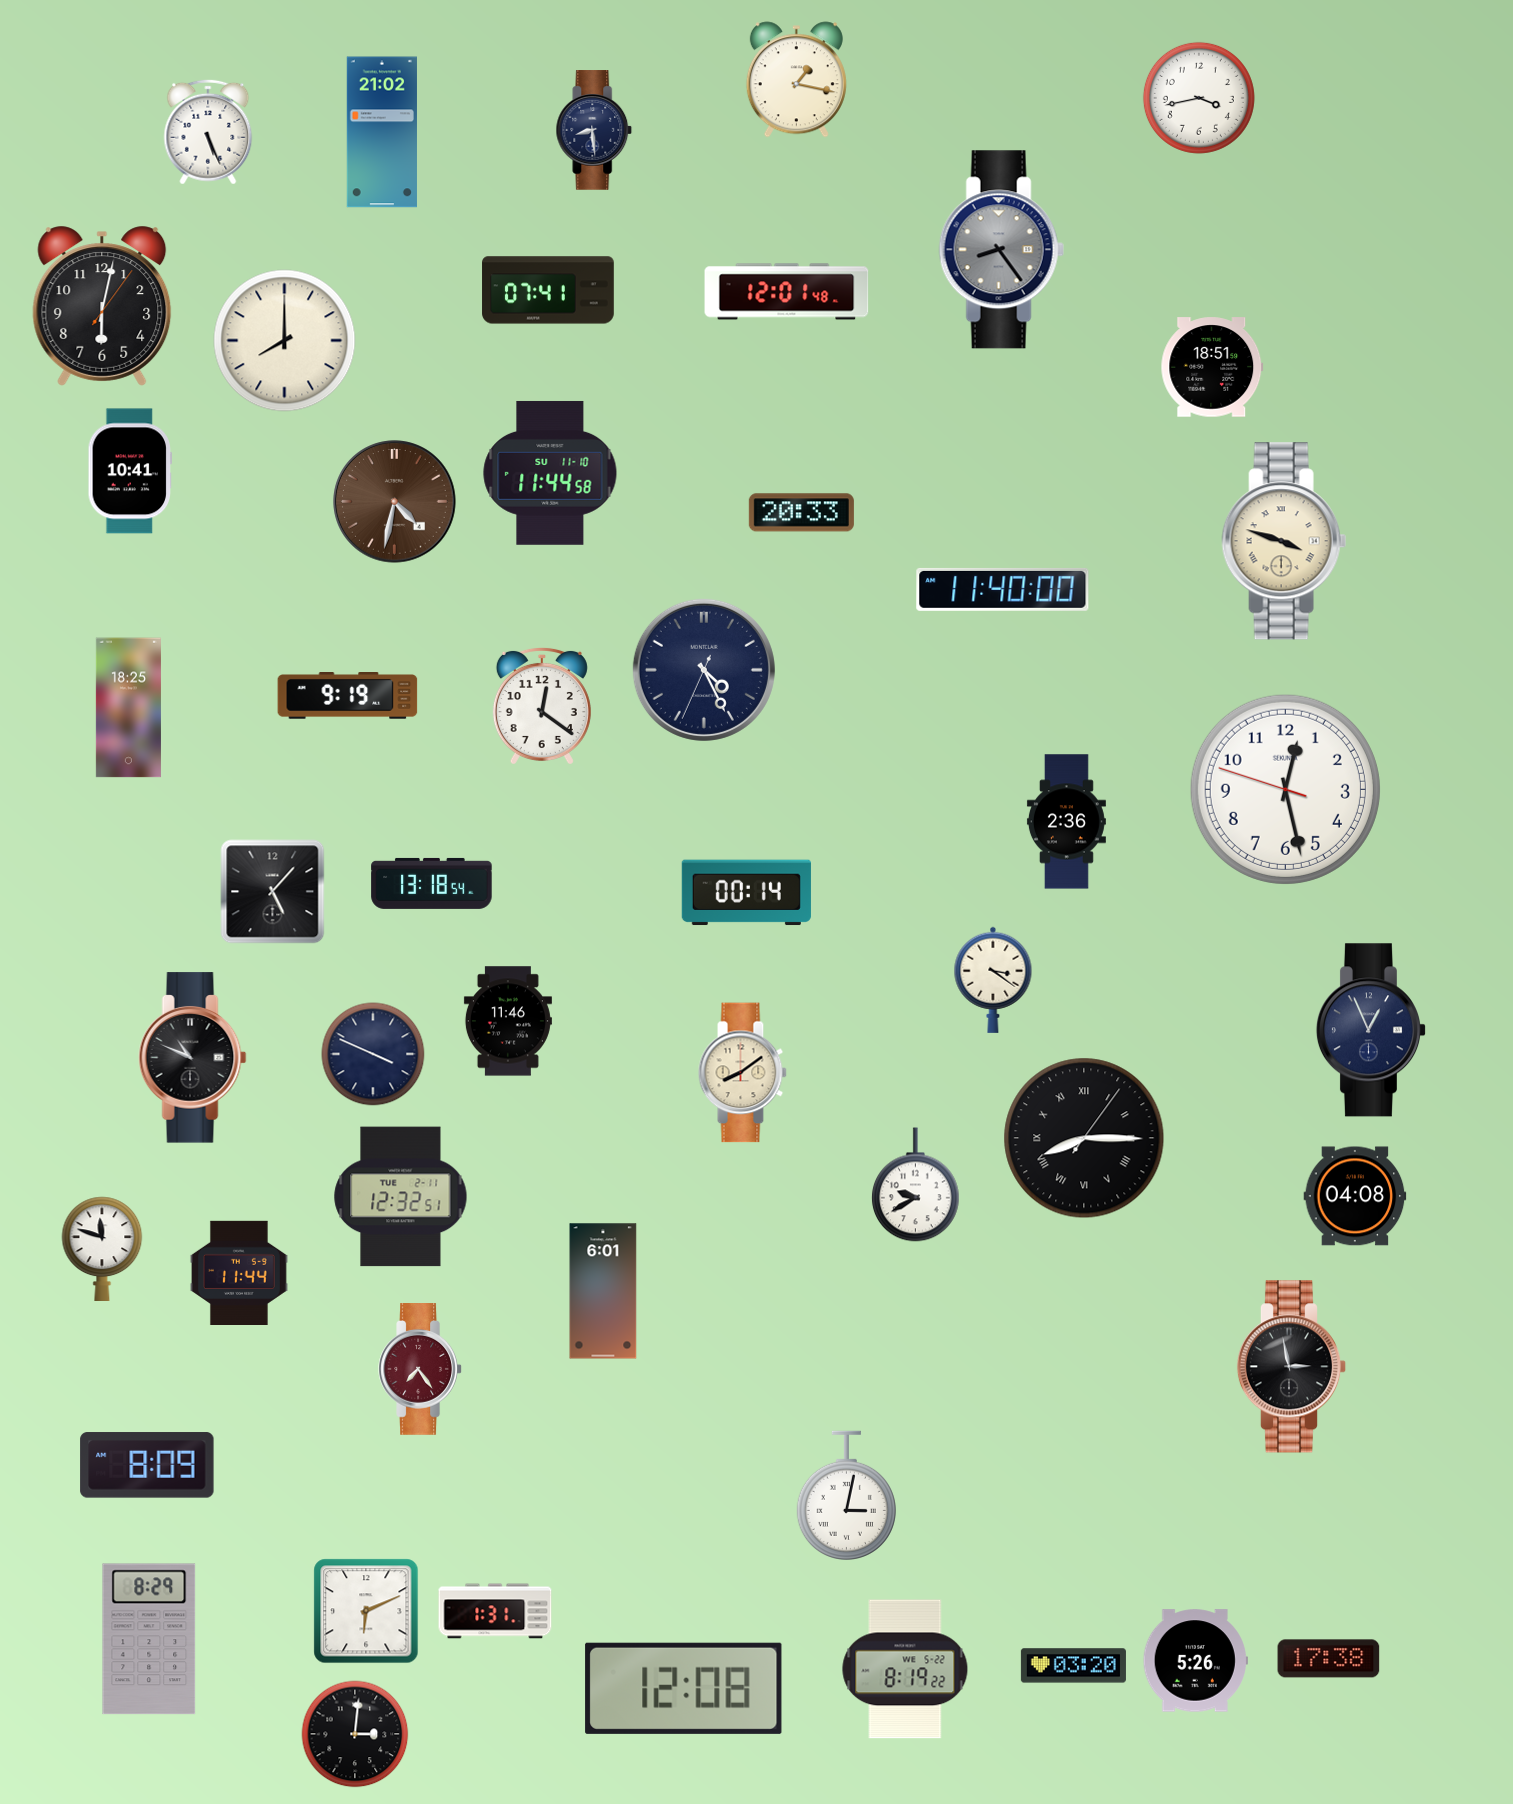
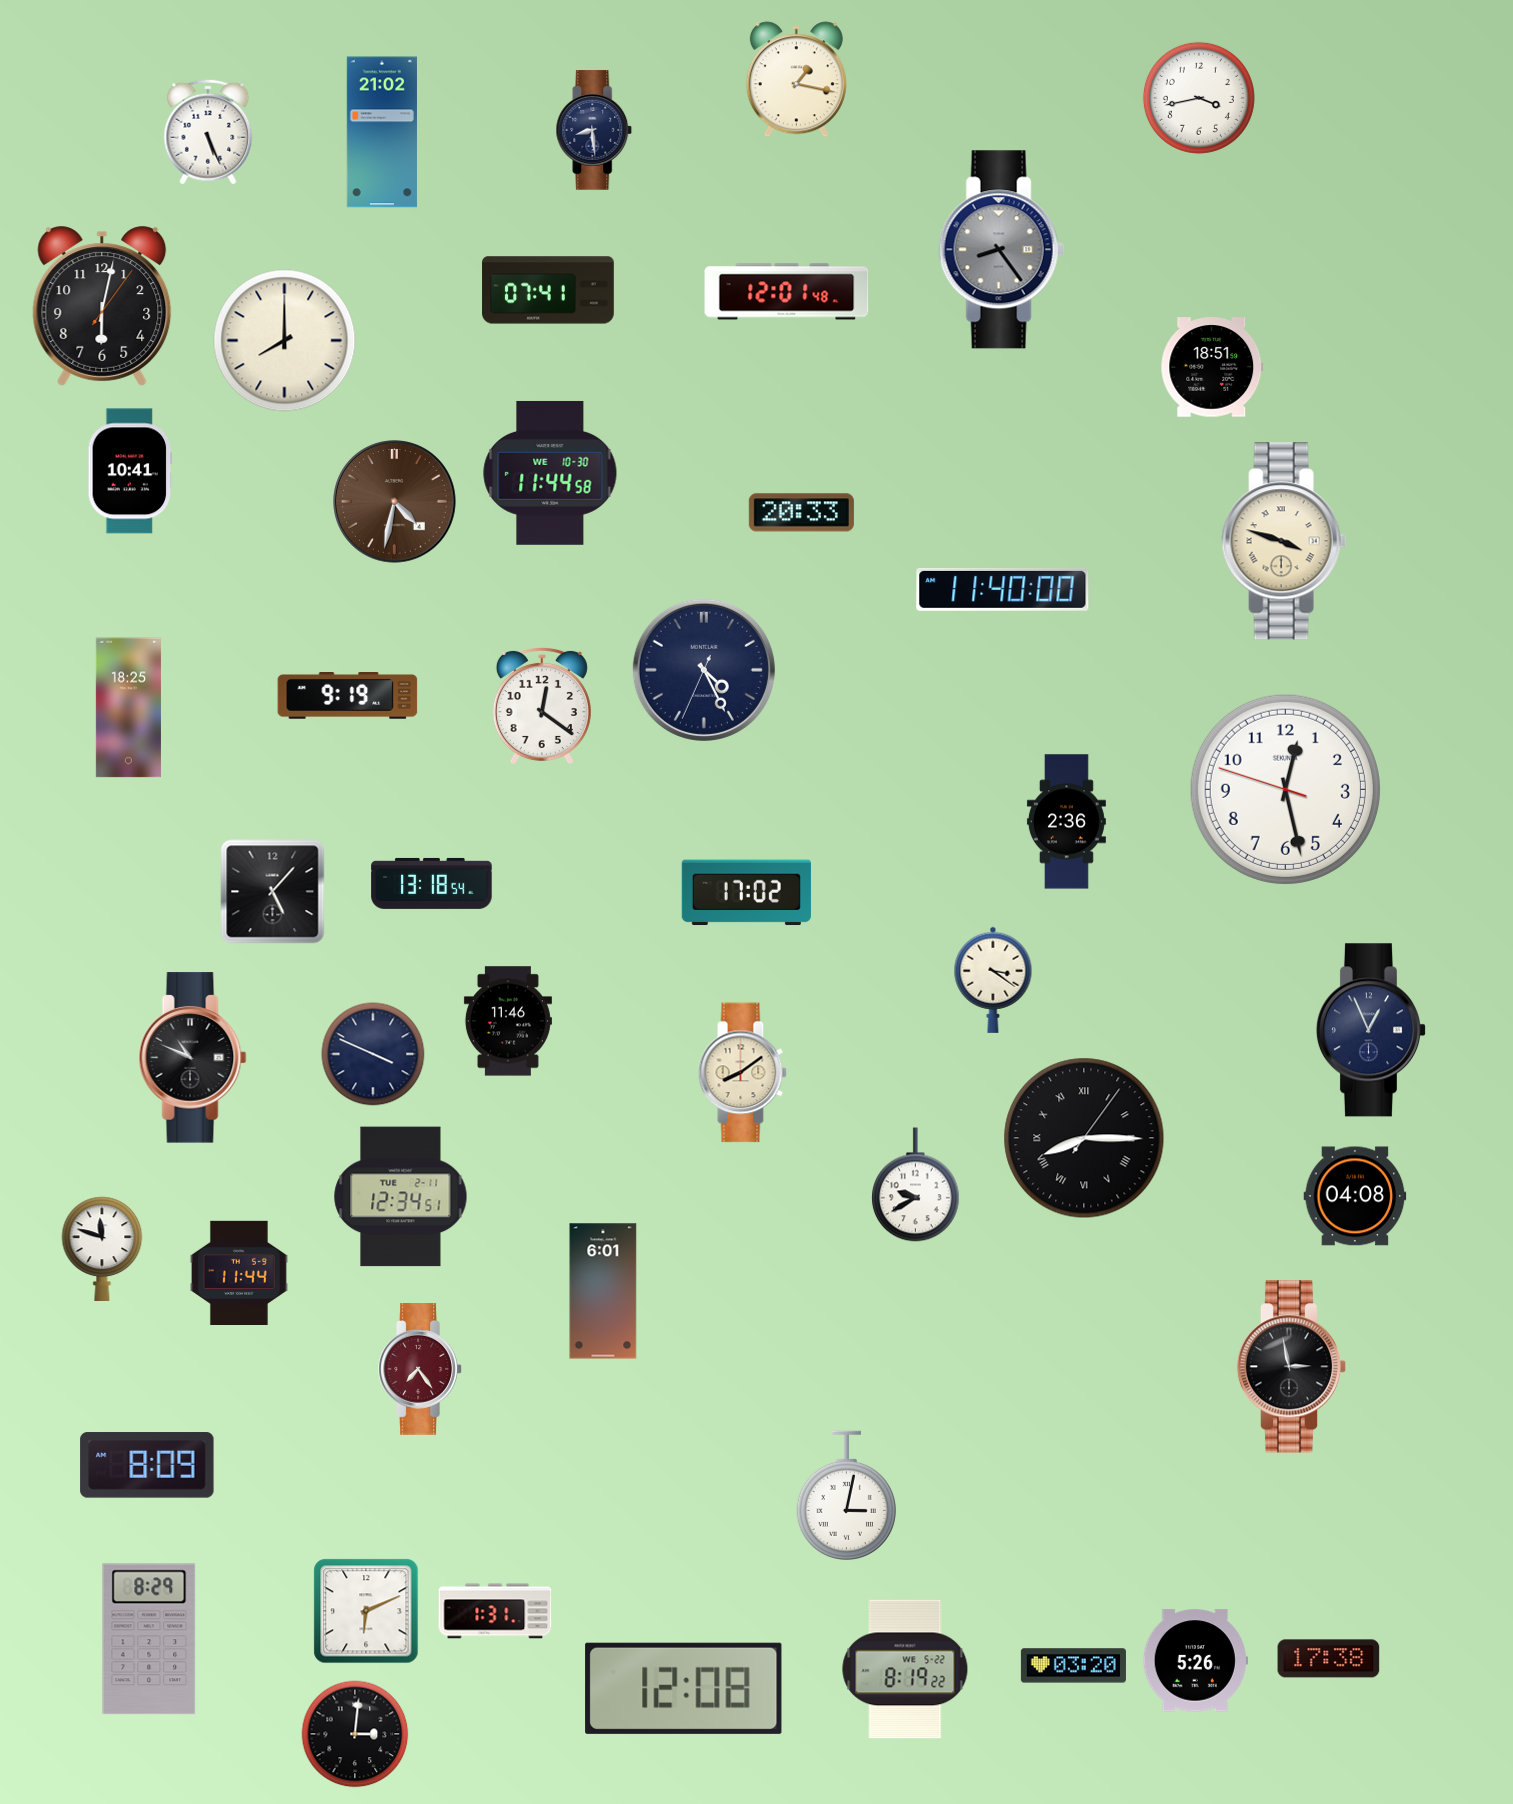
clock at (550, 473) date: SU 11-10 -> WE 10-30
clock at (746, 893): 00:14 -> 17:02
clock at (401, 1197): 12:32 -> 12:34
